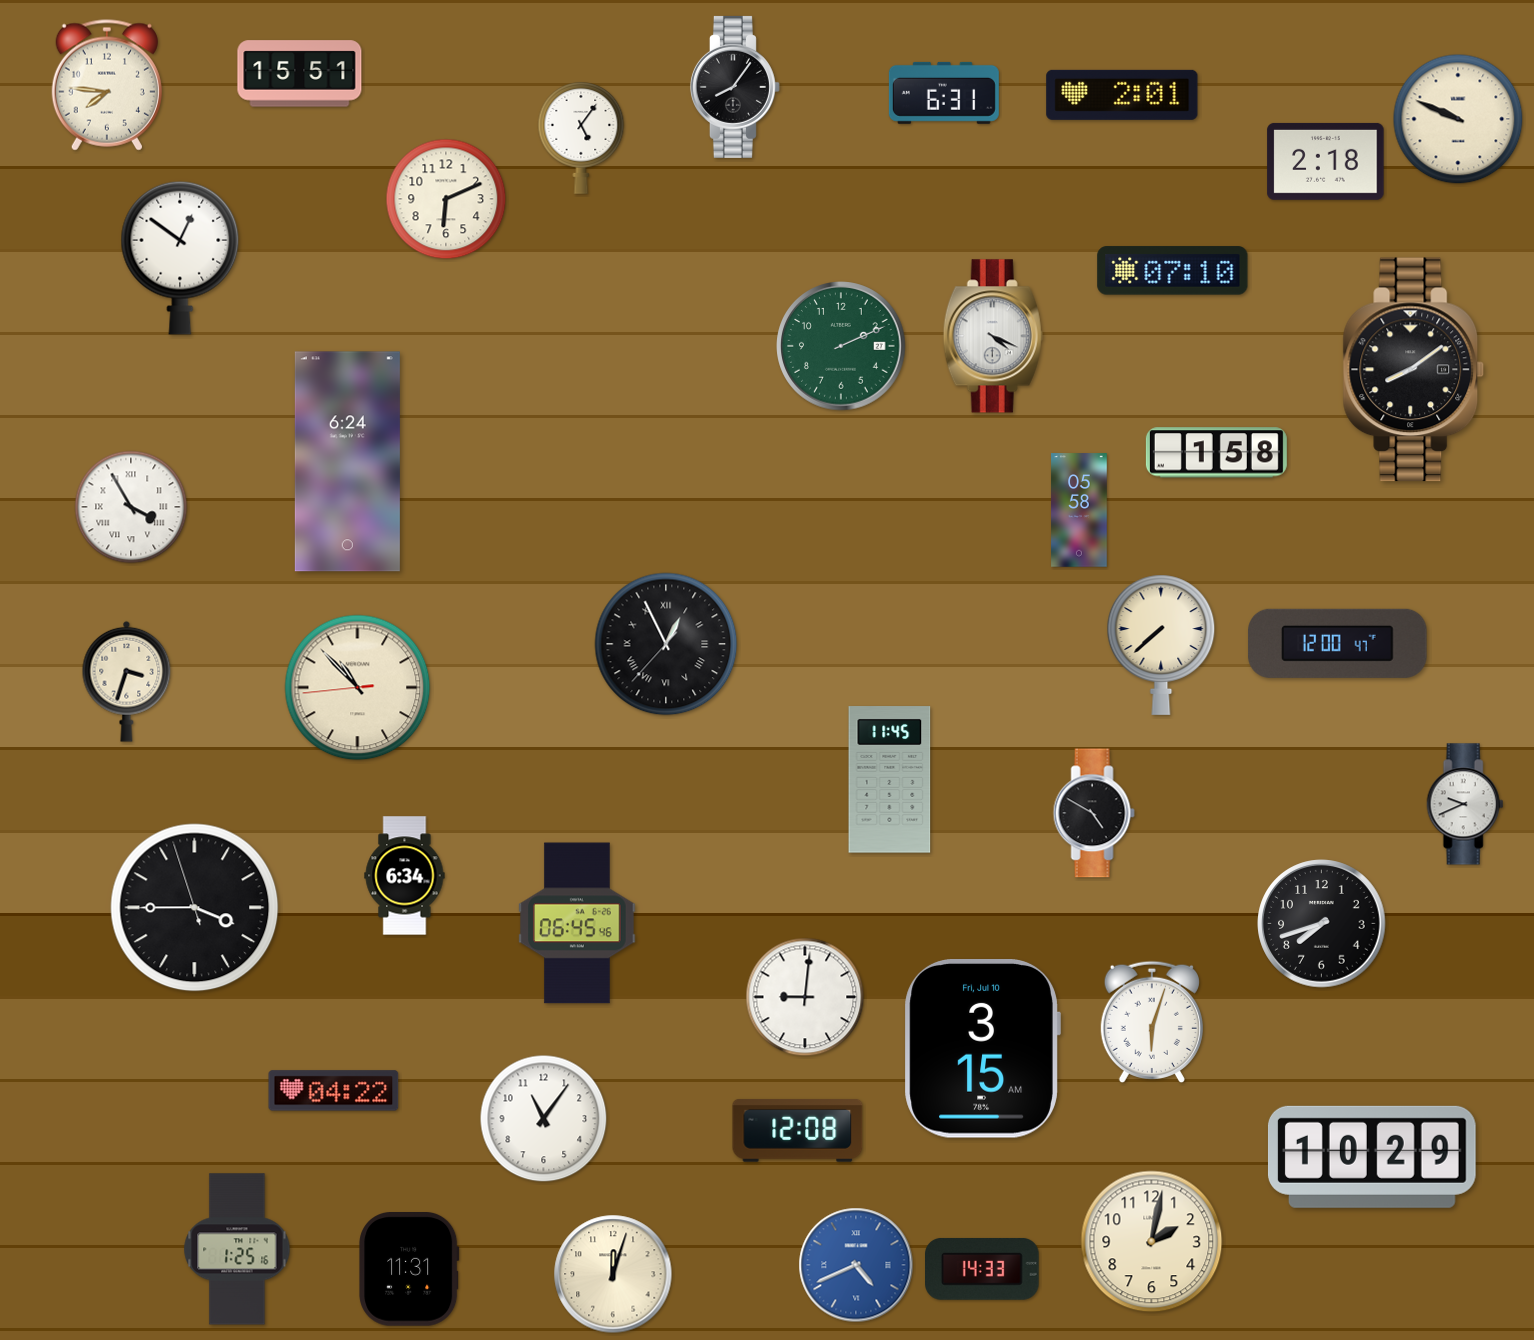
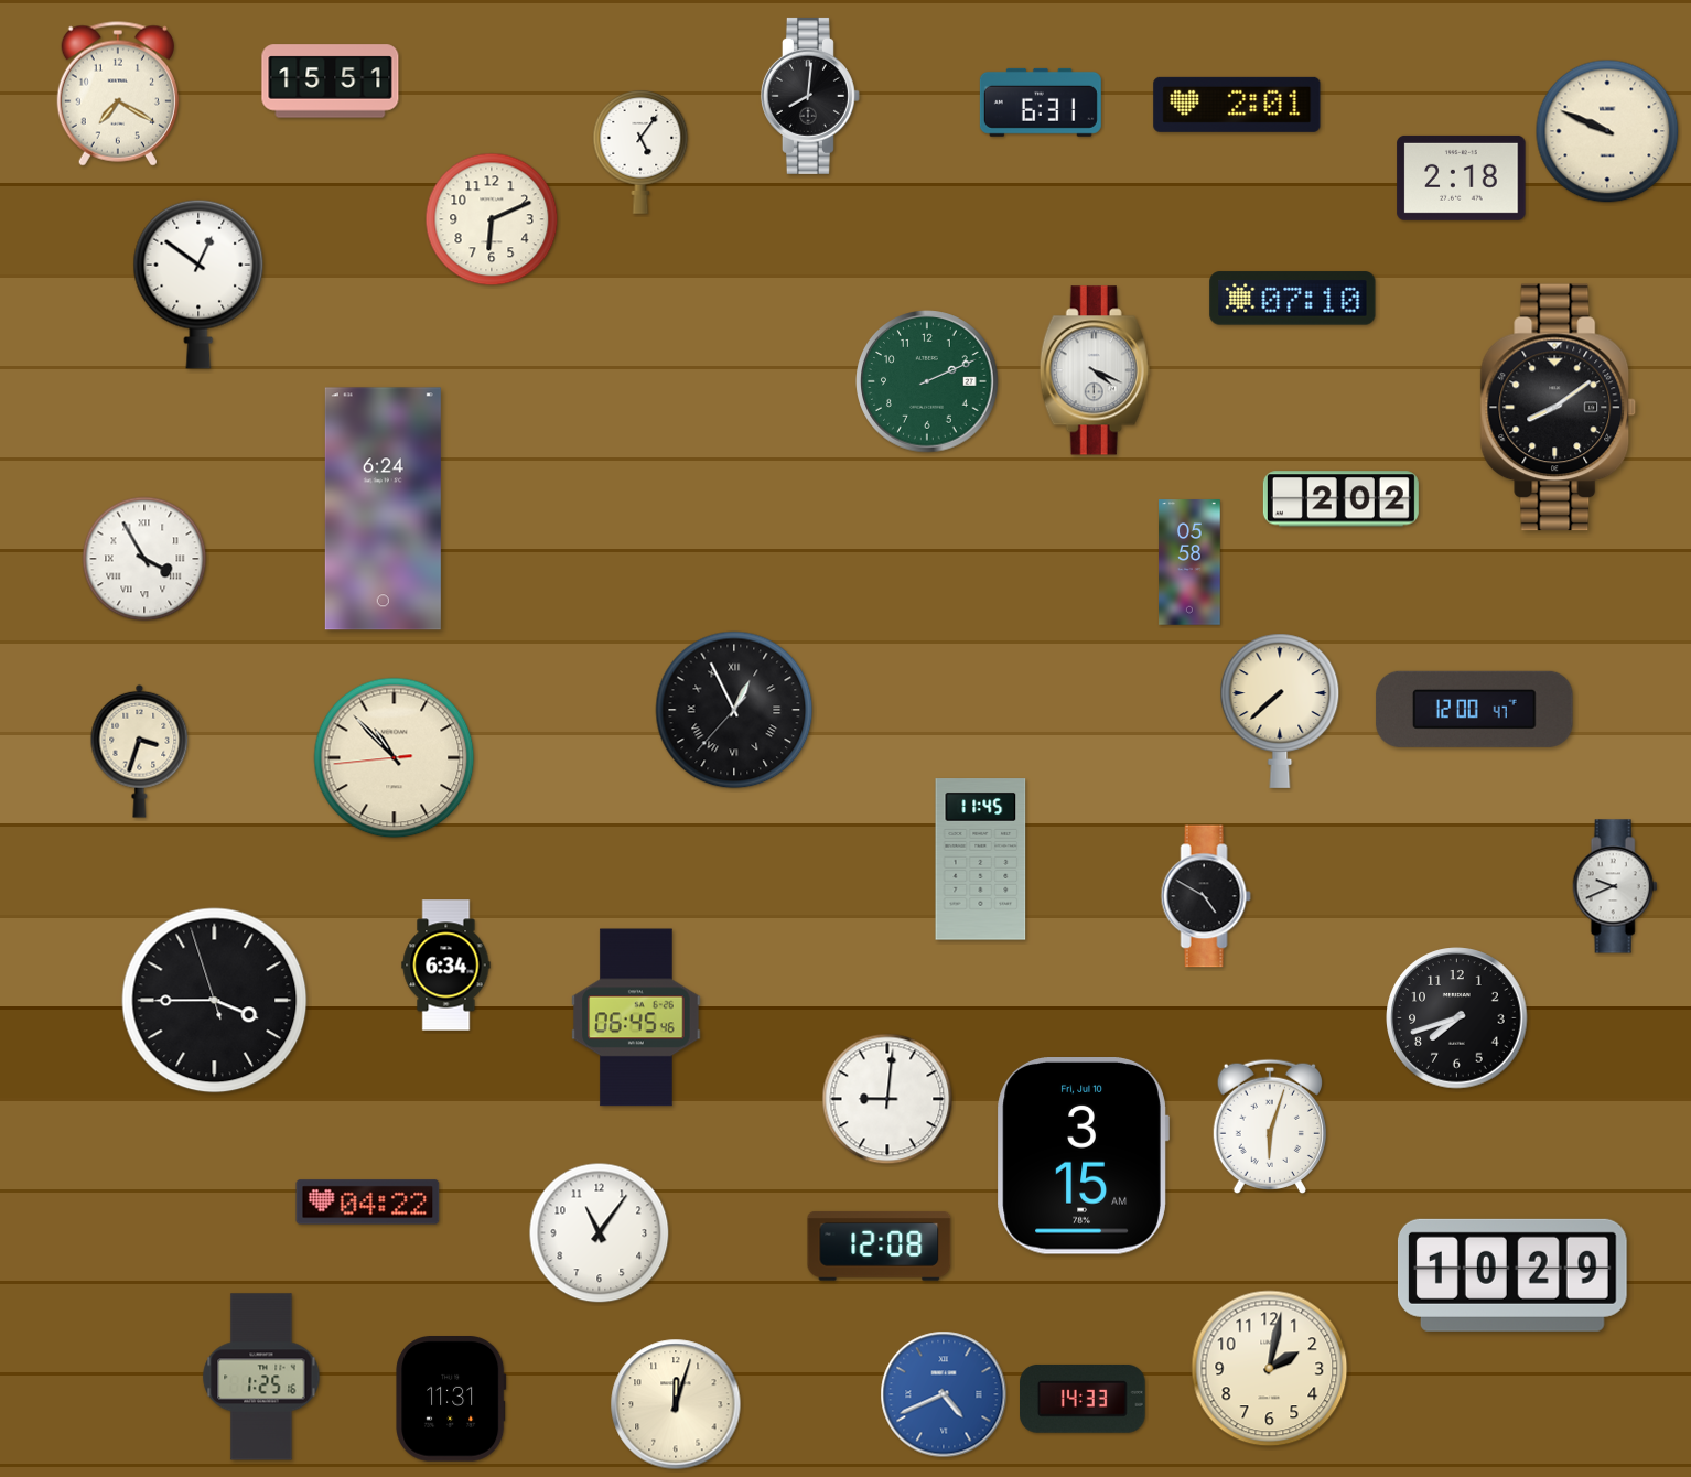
clock at (107, 85): 7:46 -> 7:20
clock at (735, 87): 8:06 -> 8:01
clock at (1216, 453): 1:58 -> 2:02
